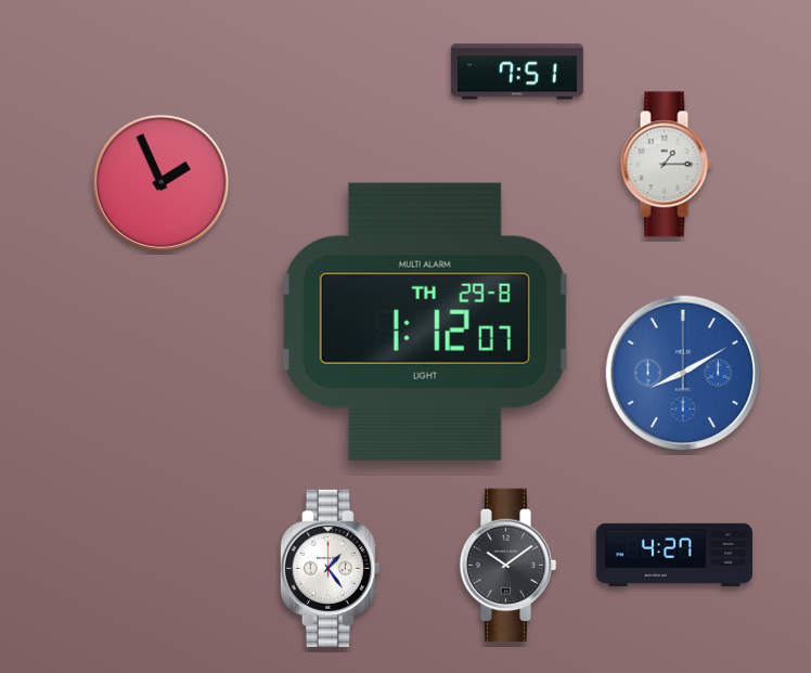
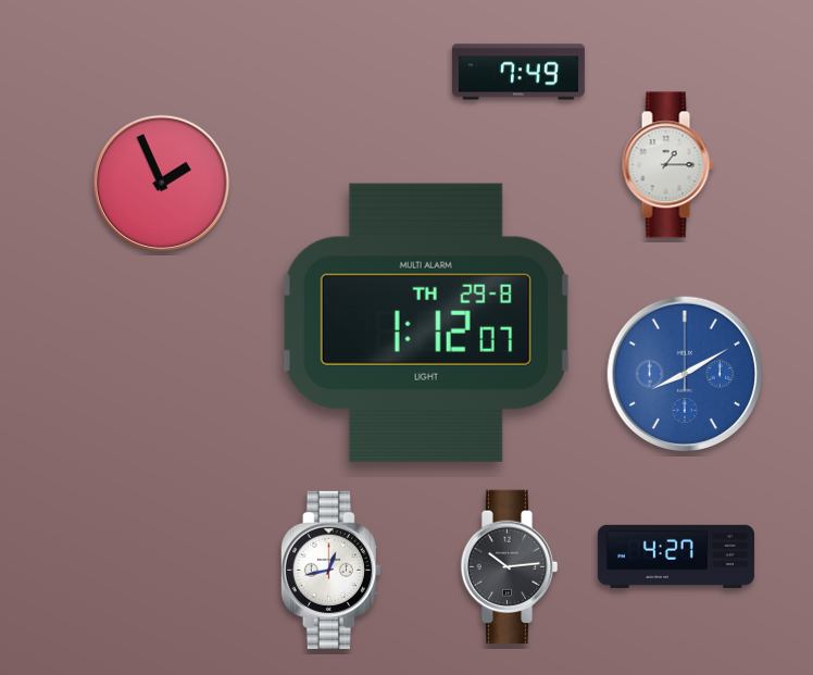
clock at (517, 72): 7:51 -> 7:49
clock at (509, 566): 10:09 -> 10:14
clock at (330, 568): 1:24 -> 12:43
